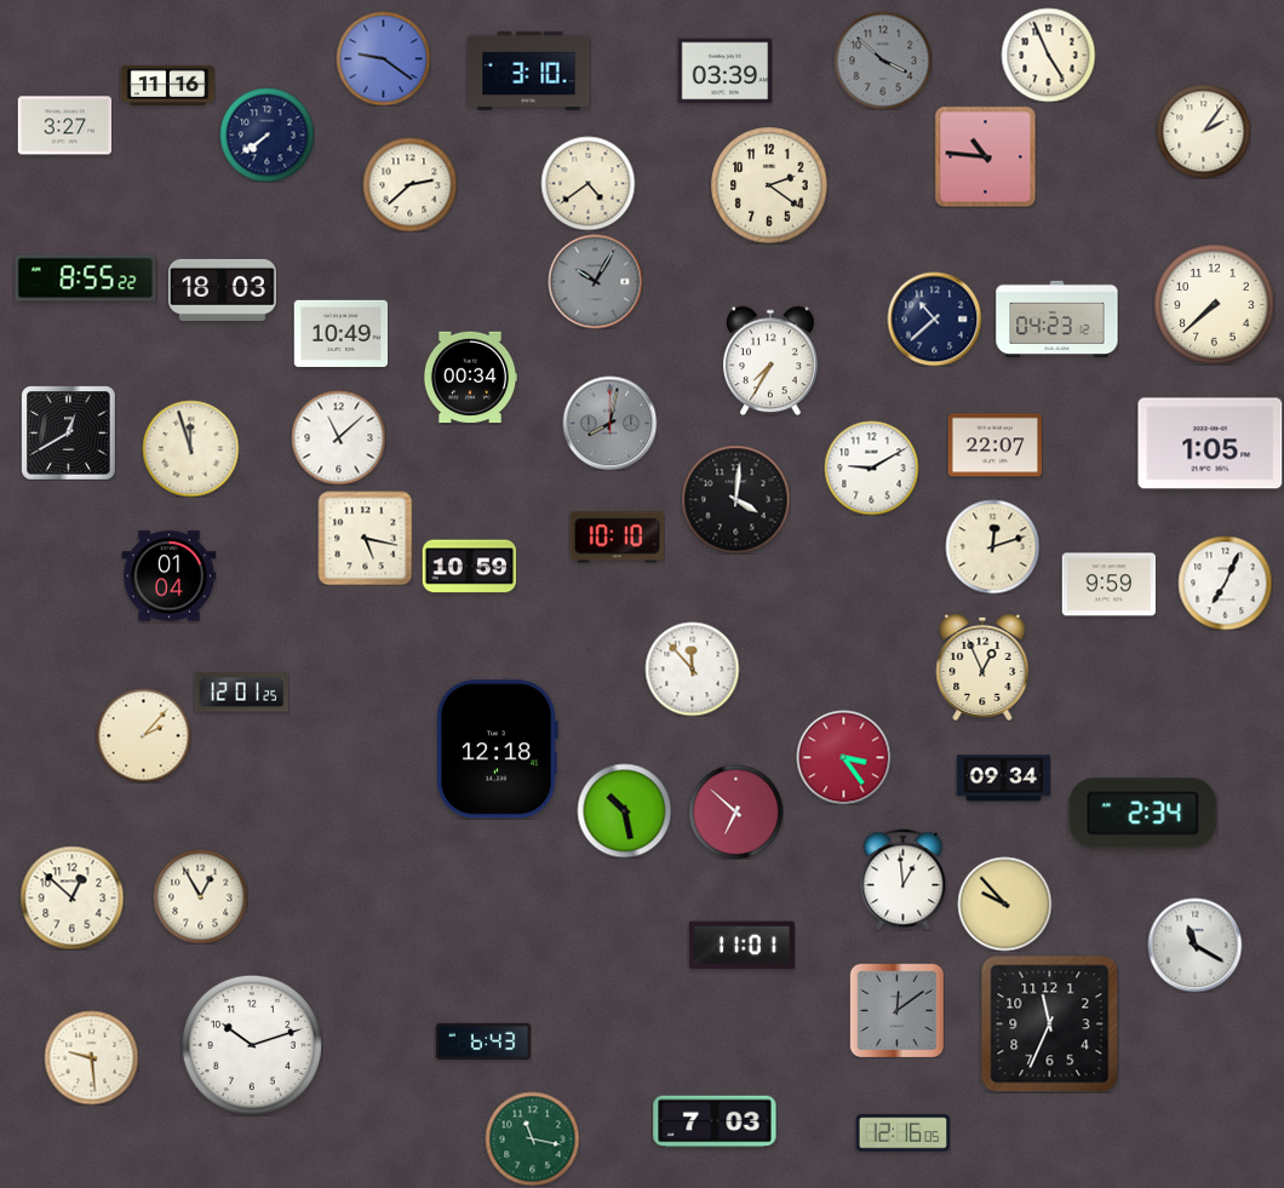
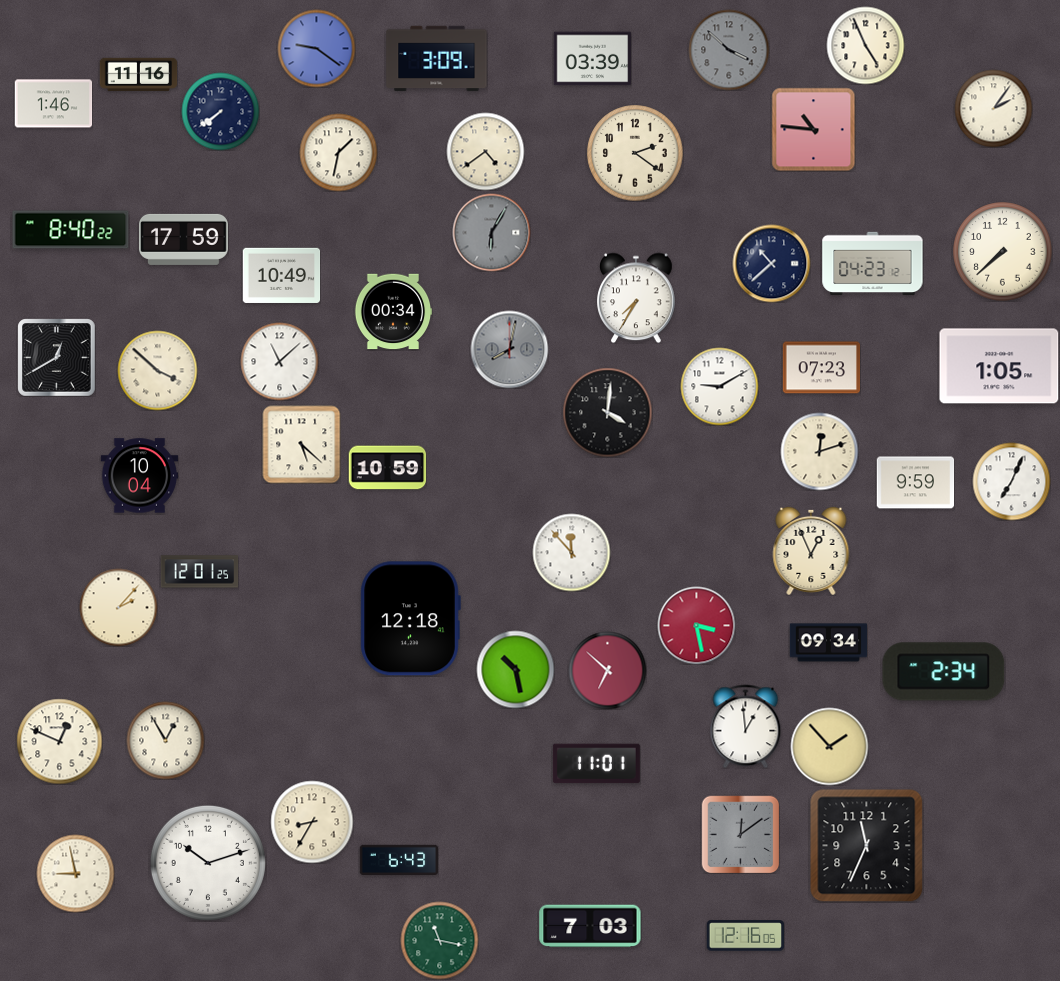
clock at (529, 71): 3:10 -> 3:09
clock at (724, 71) position: (724, 71) -> (592, 59)
clock at (167, 85) position: (167, 85) -> (138, 74)
clock at (64, 126): 3:27 -> 1:46
clock at (409, 184): 2:38 -> 1:32
clock at (86, 279): 8:55 -> 8:40
clock at (595, 281): 10:05 -> 6:05
clock at (223, 289): 18:03 -> 17:59
clock at (470, 378) position: (470, 378) -> (393, 312)
clock at (609, 423) position: (609, 423) -> (509, 349)
clock at (994, 446): 22:07 -> 07:23
clock at (190, 448): 11:57 -> 3:52
clock at (365, 538): 5:17 -> 5:22
clock at (617, 538): 10:10 -> none
clock at (168, 576): 01:04 -> 10:04
clock at (843, 757): 3:24 -> 3:28
clock at (71, 897): 12:52 -> 12:49
clock at (1004, 903): 9:53 -> 1:53
clock at (1194, 945): 11:20 -> none
clock at (741, 946) position: (741, 946) -> (596, 764)
clock at (312, 822): none -> 8:35
clock at (91, 1057): 9:29 -> 8:58
